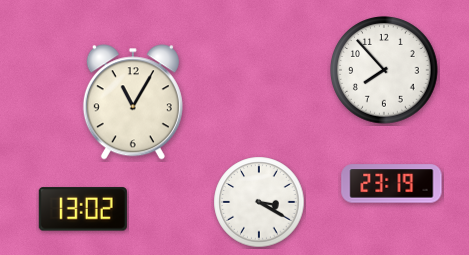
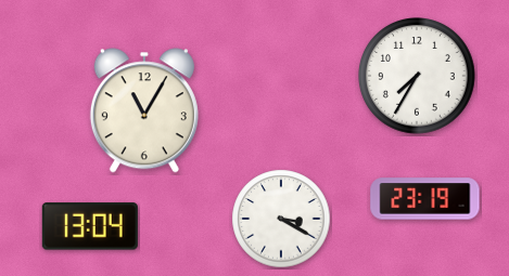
clock at (384, 70): 7:53 -> 7:35
clock at (83, 209): 13:02 -> 13:04
